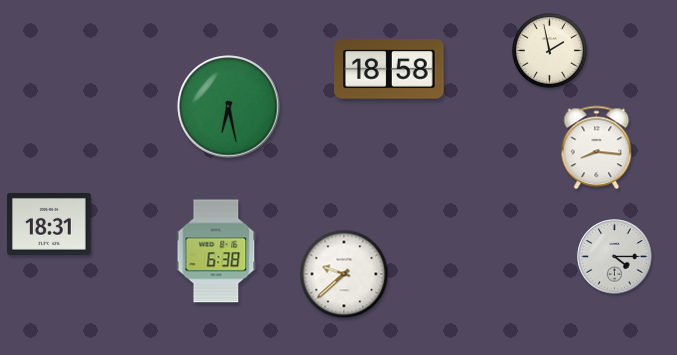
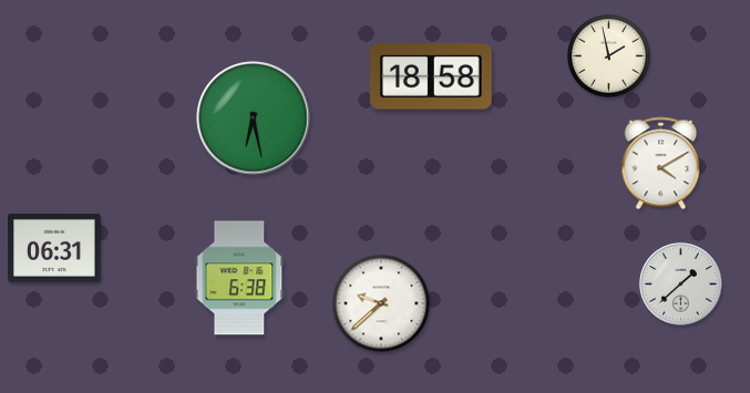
clock at (597, 148): 8:16 -> 4:10
clock at (50, 224): 18:31 -> 06:31
clock at (615, 257): 4:15 -> 1:38
